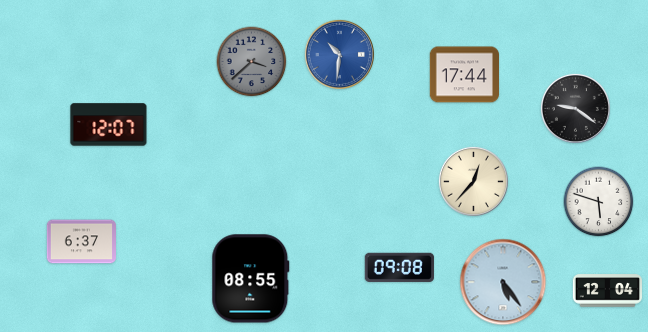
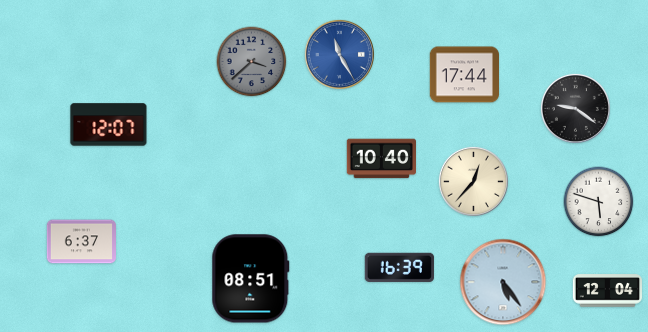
clock at (339, 54): 10:31 -> 11:25
clock at (381, 159): none -> 10:40
clock at (399, 267): 09:08 -> 16:39
clock at (251, 279): 08:55 -> 08:51
